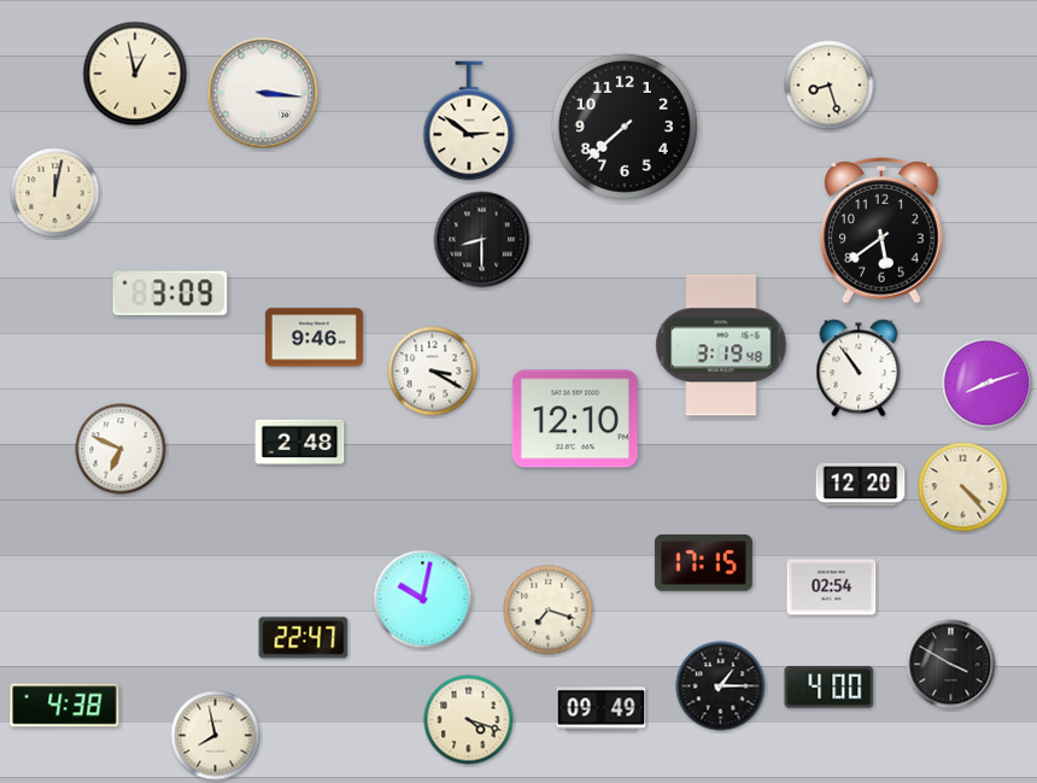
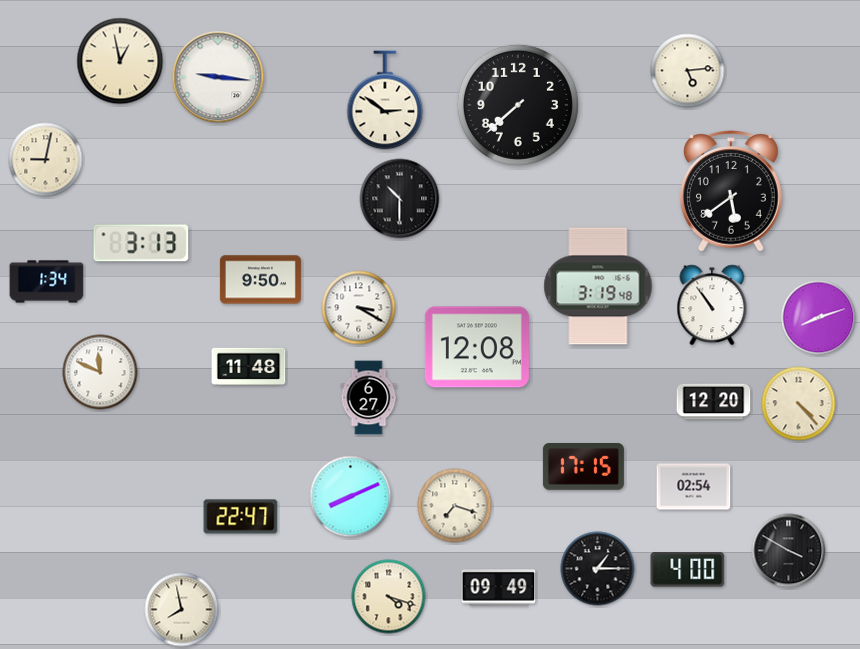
clock at (135, 74) position: (135, 74) -> (120, 61)
clock at (830, 86): 8:27 -> 5:14
clock at (263, 93): 3:16 -> 9:16
clock at (469, 121) position: (469, 121) -> (385, 100)
clock at (55, 193): 12:02 -> 9:02
clock at (482, 240): 8:30 -> 10:30
clock at (170, 293): 3:09 -> 3:13
clock at (314, 338): 9:46 -> 9:50
clock at (47, 282): none -> 1:34
clock at (575, 419): 12:10 -> 12:08
clock at (300, 442): 2:48 -> 11:48
clock at (121, 449): 6:49 -> 11:49
clock at (369, 398): none -> 6:27
clock at (832, 588) position: (832, 588) -> (694, 487)
clock at (423, 600): 10:02 -> 8:11
clock at (304, 638) position: (304, 638) -> (241, 517)
clock at (65, 706): 4:38 -> none
clock at (216, 736) position: (216, 736) -> (182, 610)
